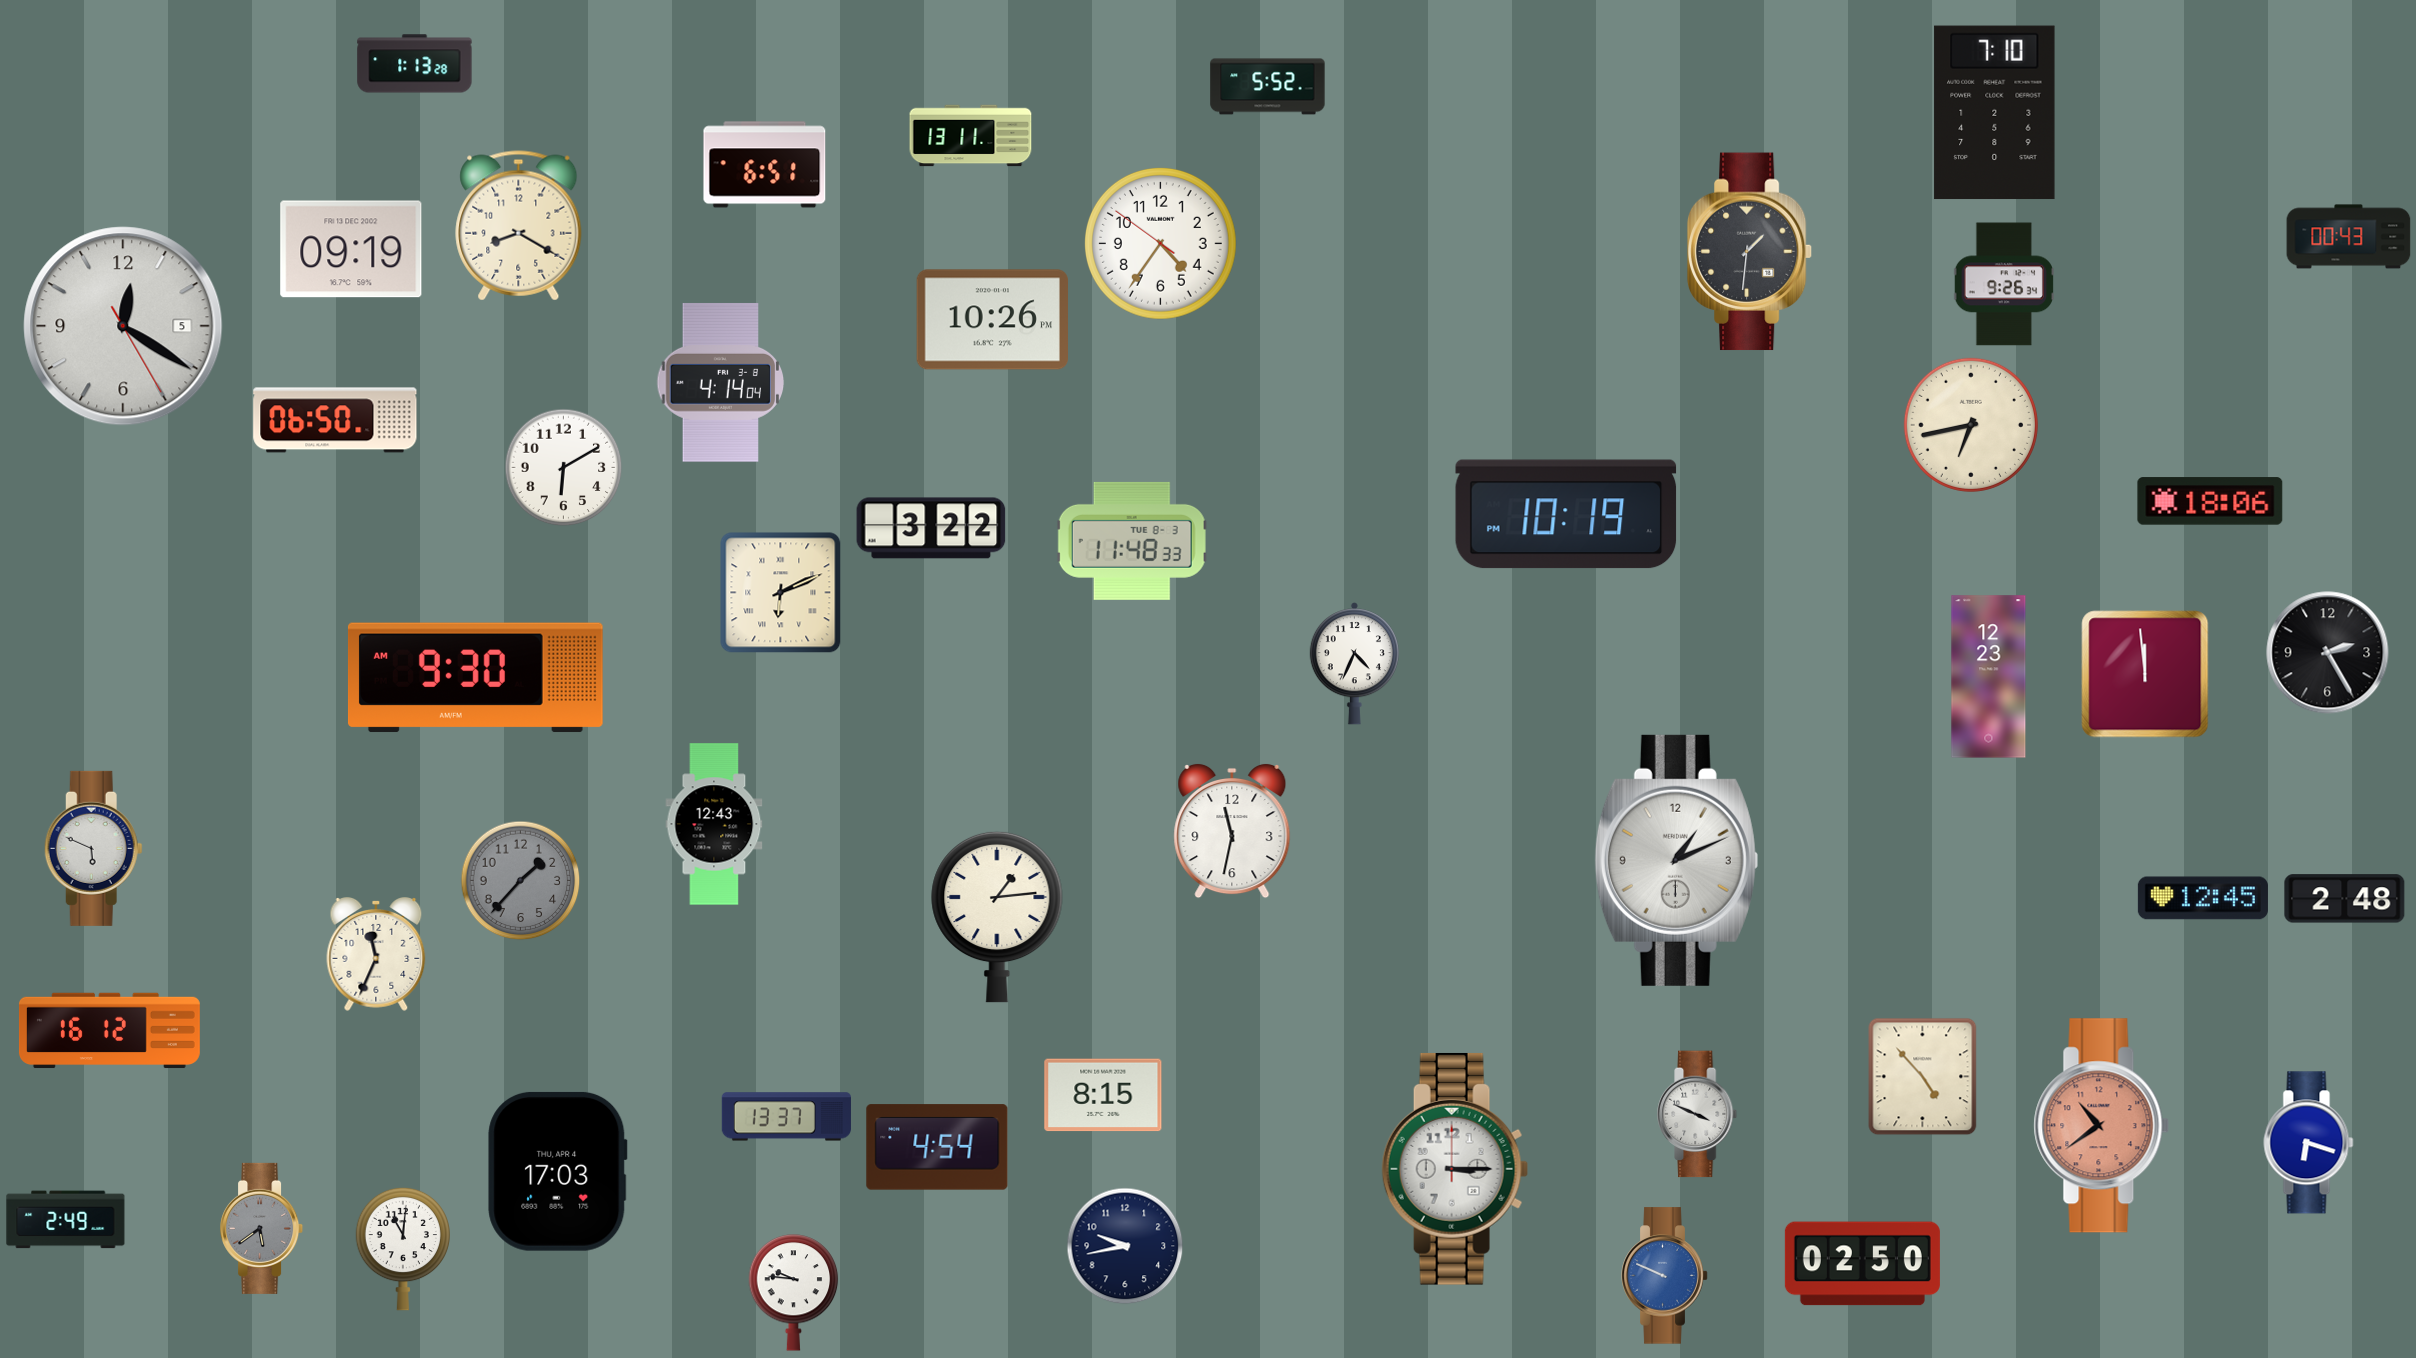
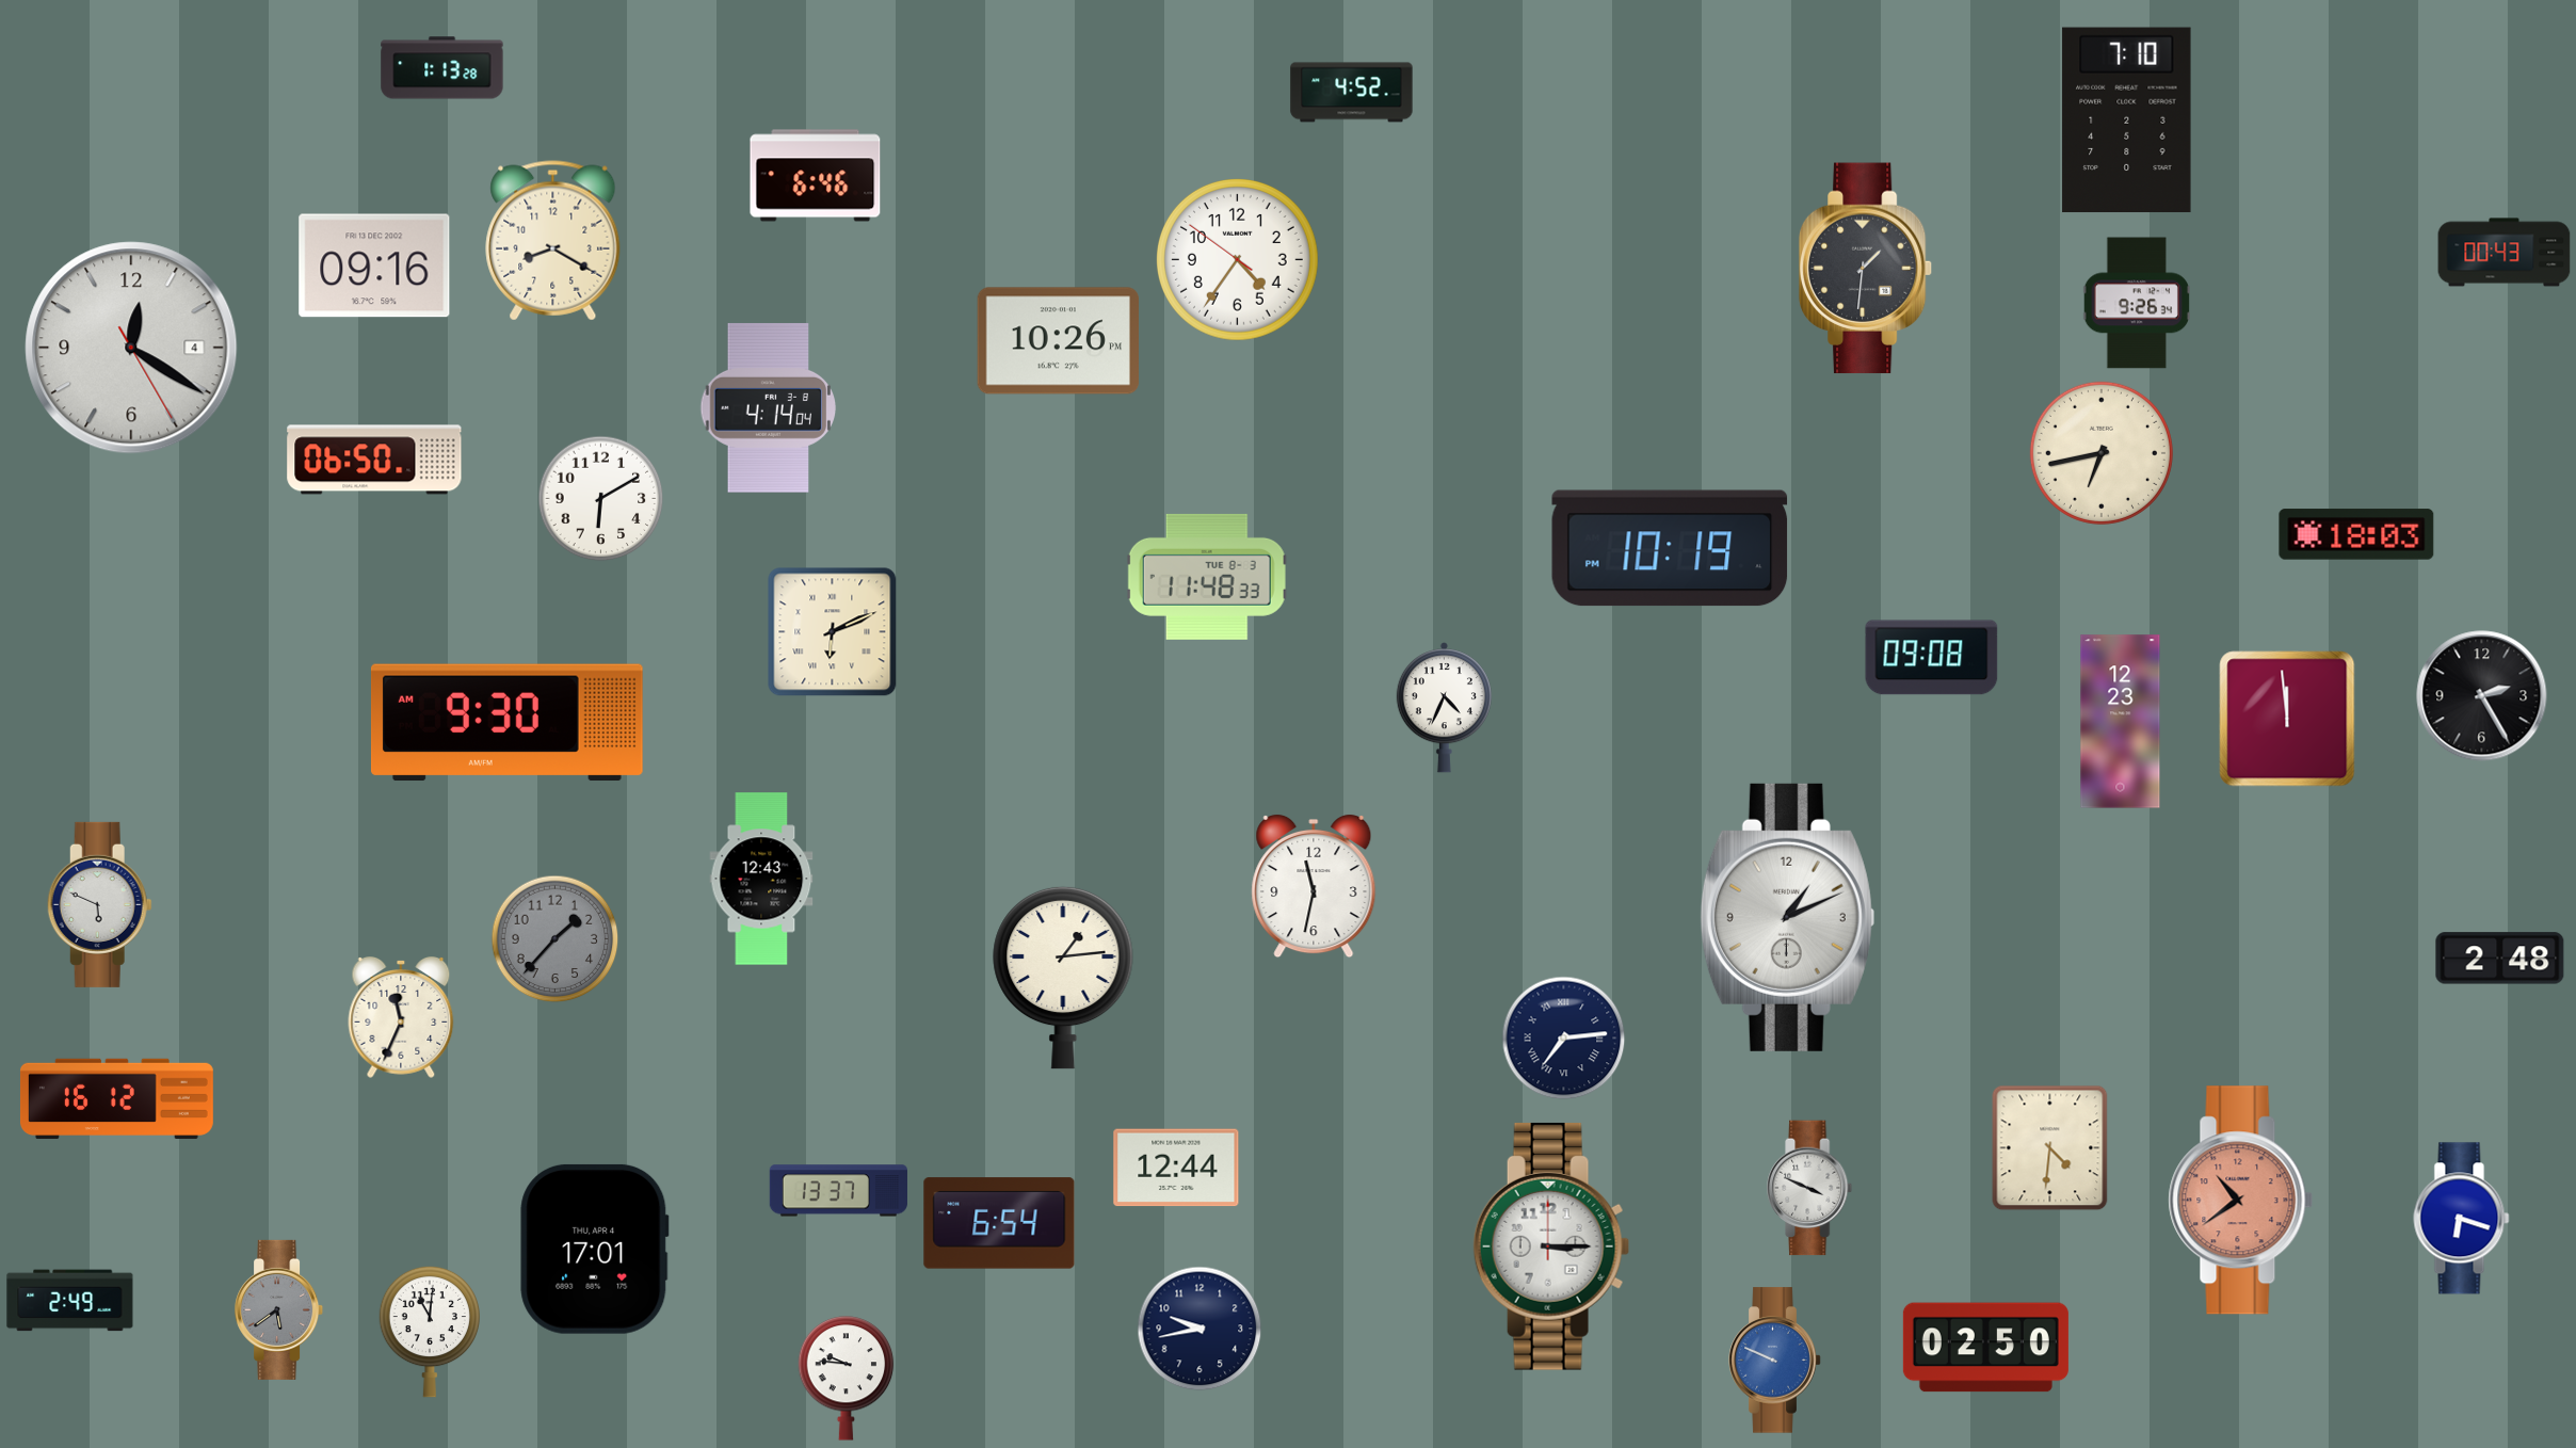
clock at (1268, 87): 5:52 -> 4:52
clock at (971, 136): 13:11 -> none
clock at (765, 165): 6:51 -> 6:46
clock at (351, 249): 09:19 -> 09:16
clock at (123, 326) date: 5 -> 4
clock at (335, 420) position: (335, 420) -> (374, 460)
clock at (2210, 501): 18:06 -> 18:03
clock at (931, 528): 3:22 -> none
clock at (1932, 658): none -> 09:08
clock at (2203, 898): 12:45 -> none
clock at (1564, 1039): none -> 7:14
clock at (1923, 1077): 4:53 -> 4:31
clock at (1103, 1095): 8:15 -> 12:44
clock at (937, 1147): 4:54 -> 6:54
clock at (558, 1171): 17:03 -> 17:01
